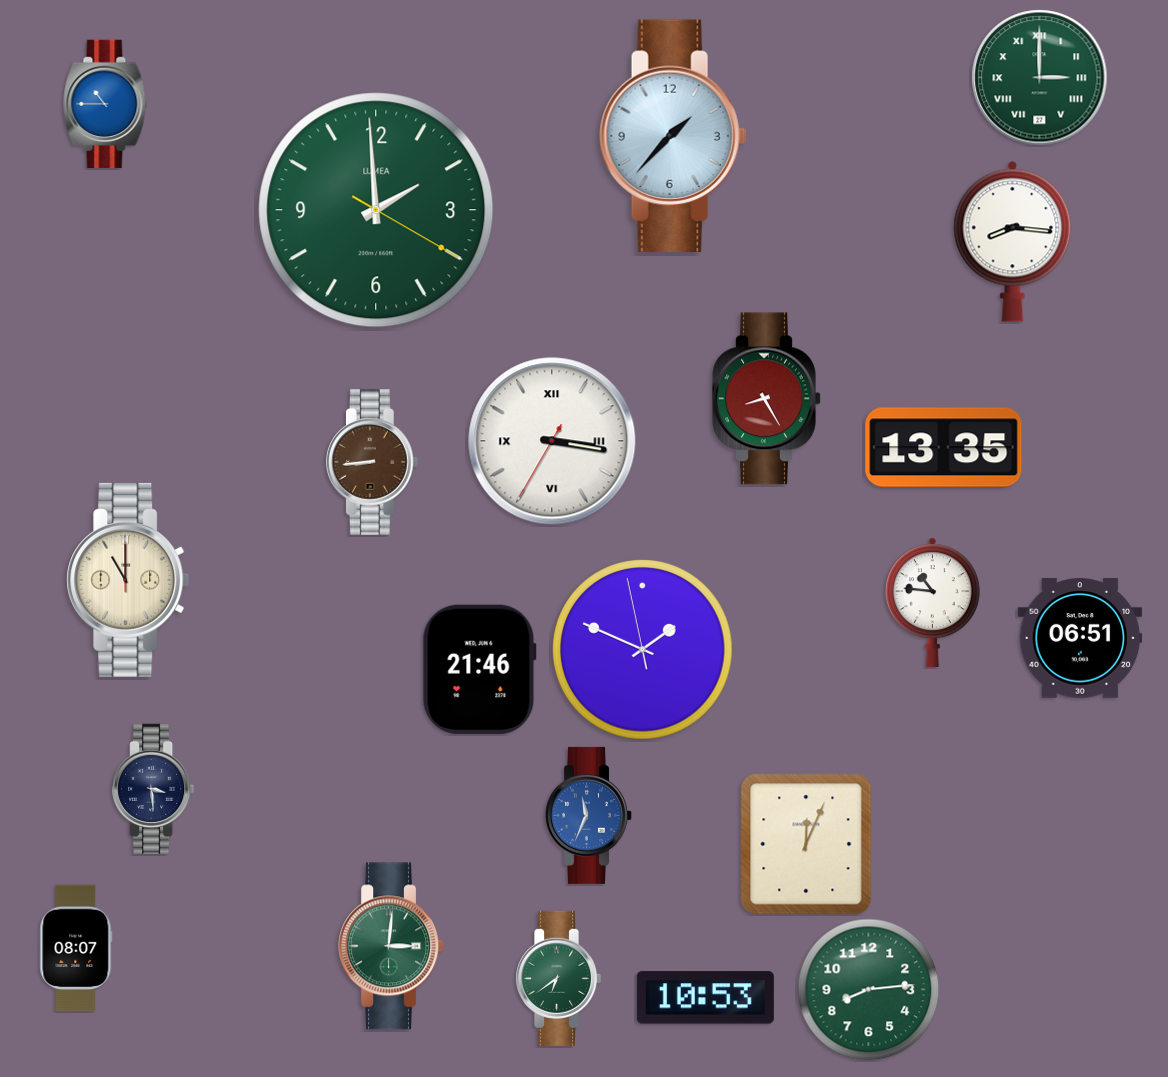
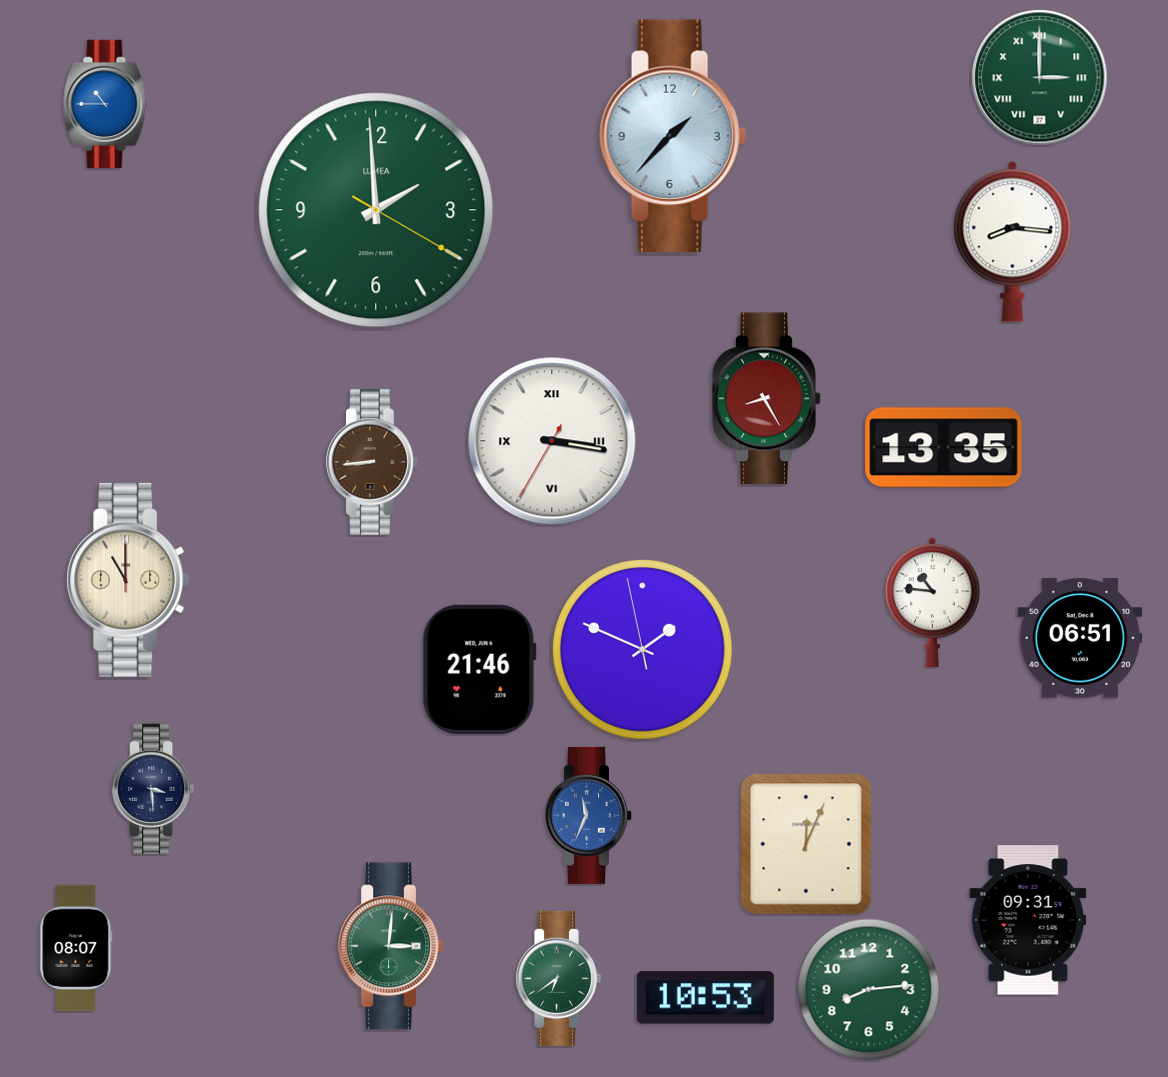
clock at (1028, 920): none -> 09:31
